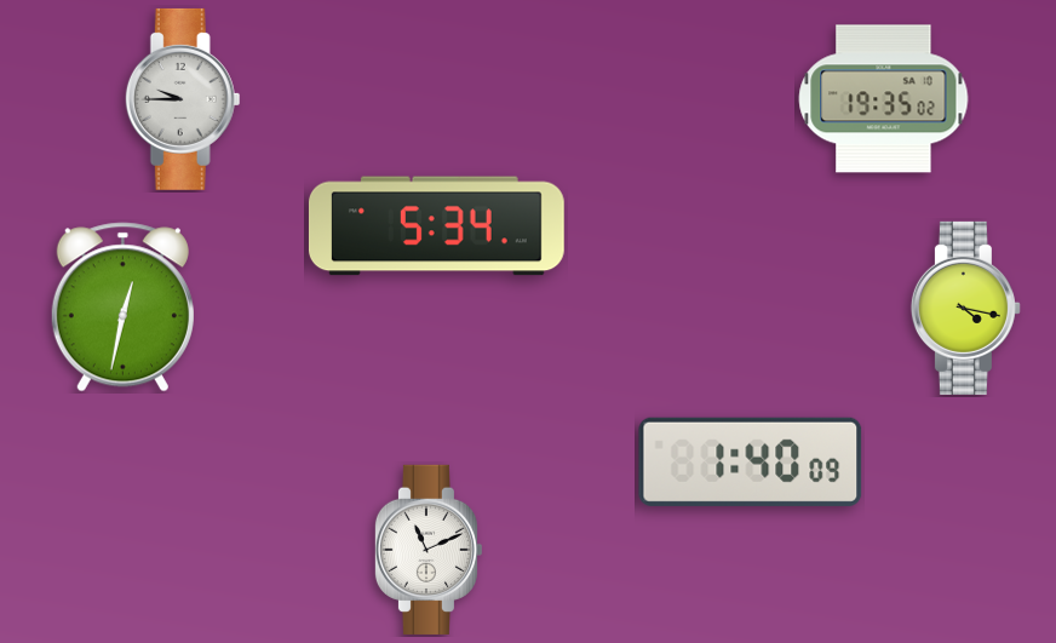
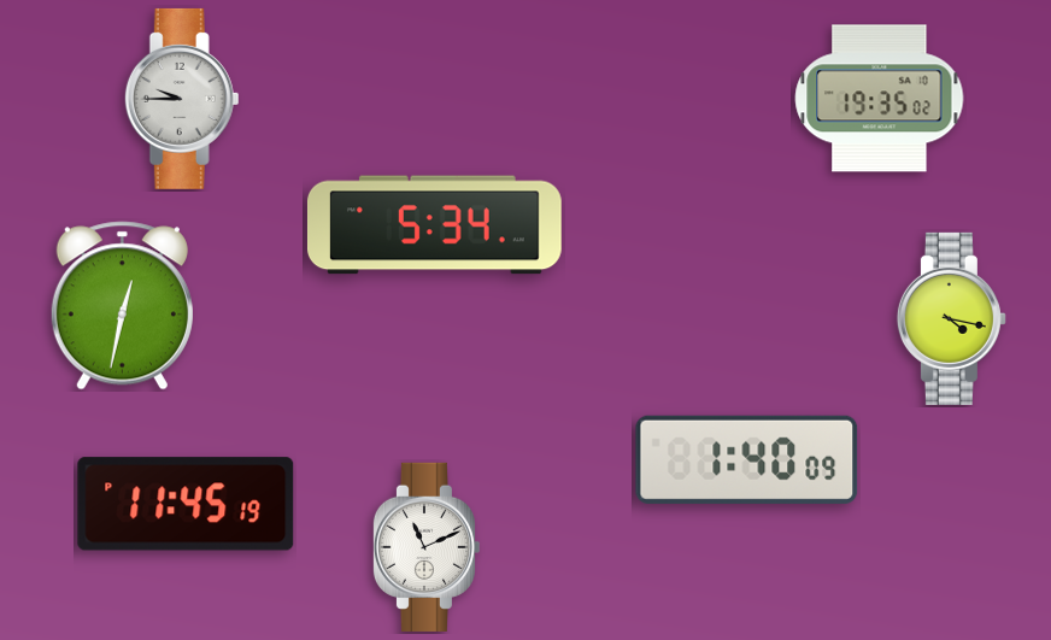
clock at (965, 308) position: (965, 308) -> (951, 318)
clock at (186, 504): none -> 11:45
